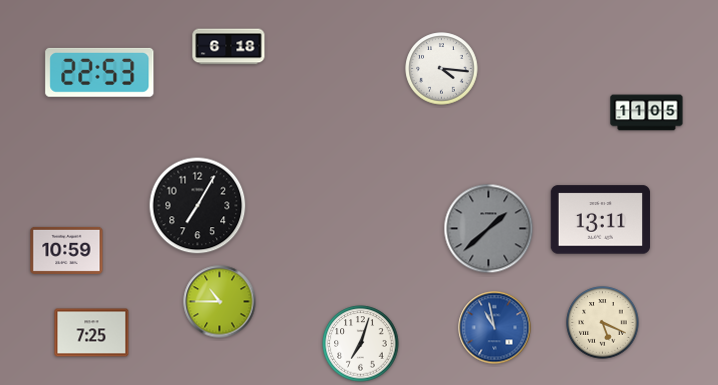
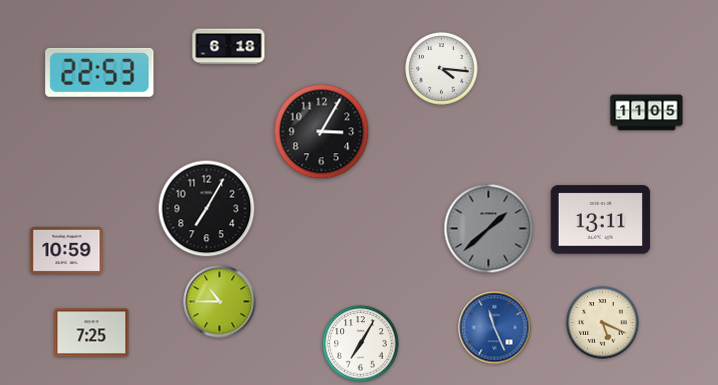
clock at (322, 132): none -> 3:05
clock at (198, 206) position: (198, 206) -> (207, 209)
clock at (495, 328): 10:58 -> 11:26
clock at (361, 344): 7:03 -> 7:05
